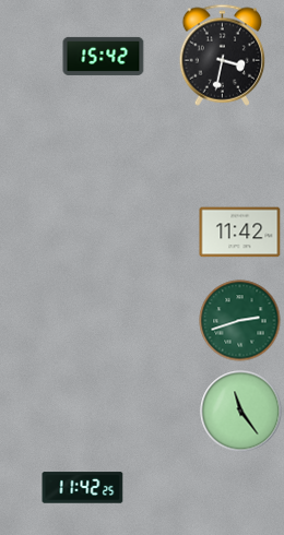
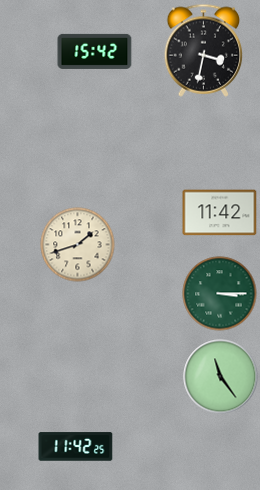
clock at (78, 245): none -> 1:42
clock at (240, 321): 2:42 -> 3:15
